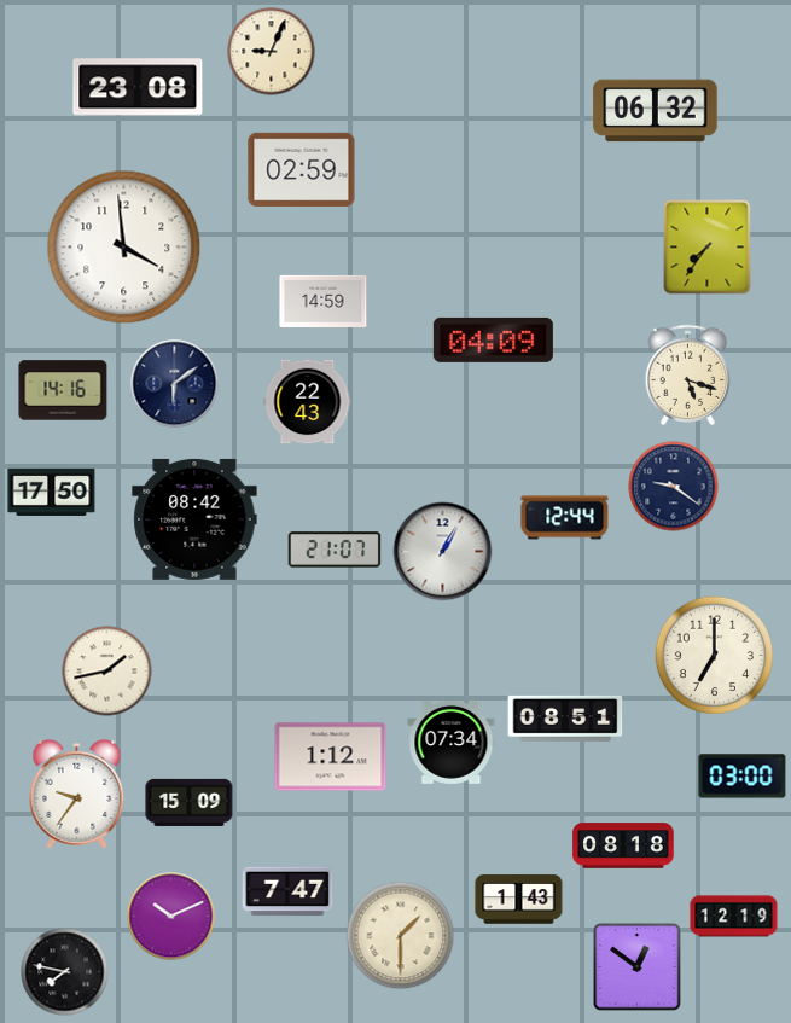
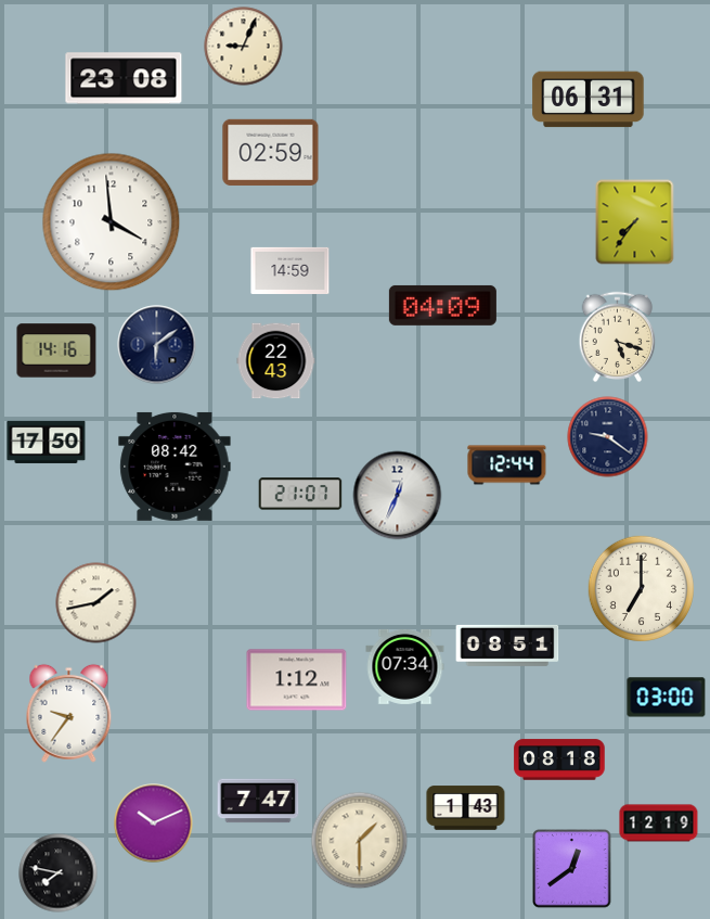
clock at (656, 111): 06:32 -> 06:31
clock at (674, 487) position: (674, 487) -> (608, 437)
clock at (443, 552): 1:05 -> 12:34
clock at (190, 802): 15:09 -> none
clock at (638, 967): 12:51 -> 12:39
